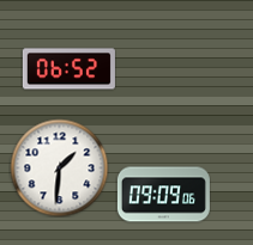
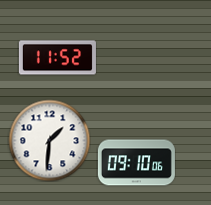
clock at (68, 69): 06:52 -> 11:52
clock at (163, 195): 09:09 -> 09:10
